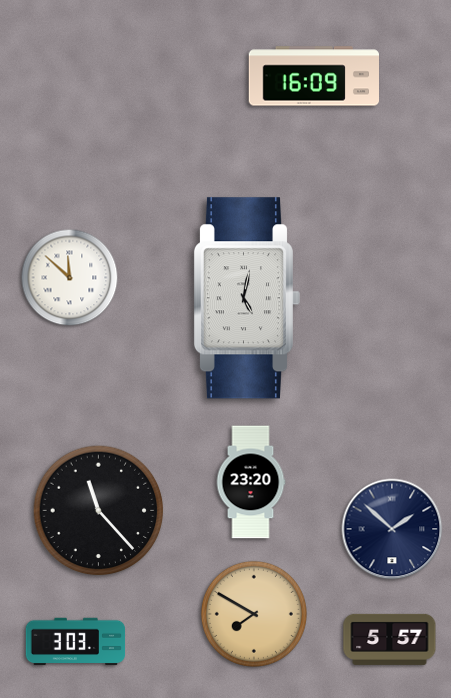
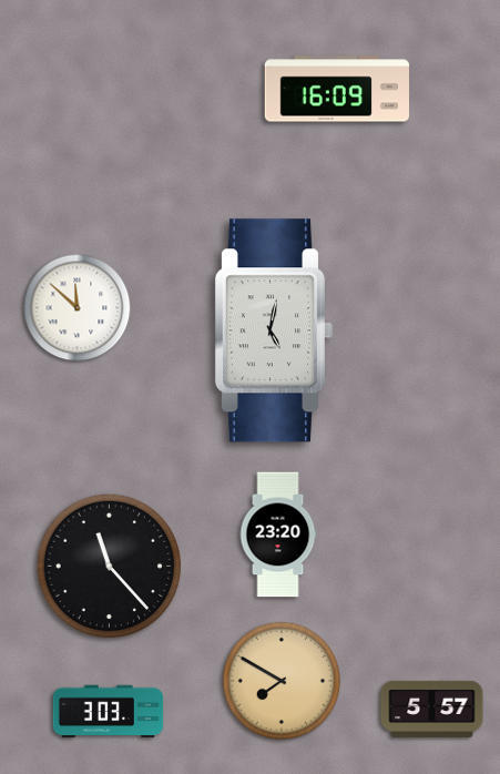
clock at (313, 76) position: (313, 76) -> (336, 89)
clock at (392, 529): 1:52 -> none
clock at (76, 642) position: (76, 642) -> (109, 712)
